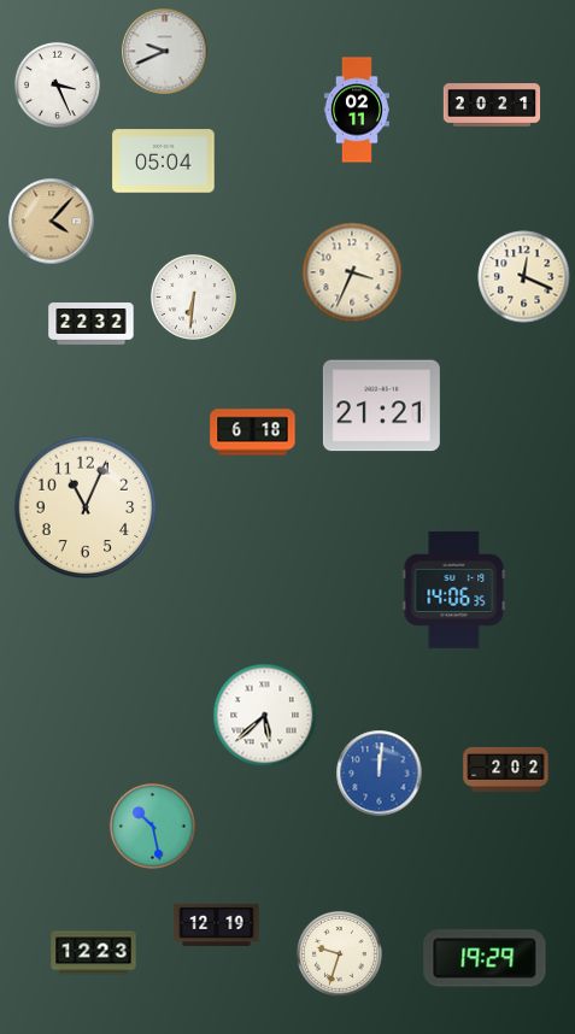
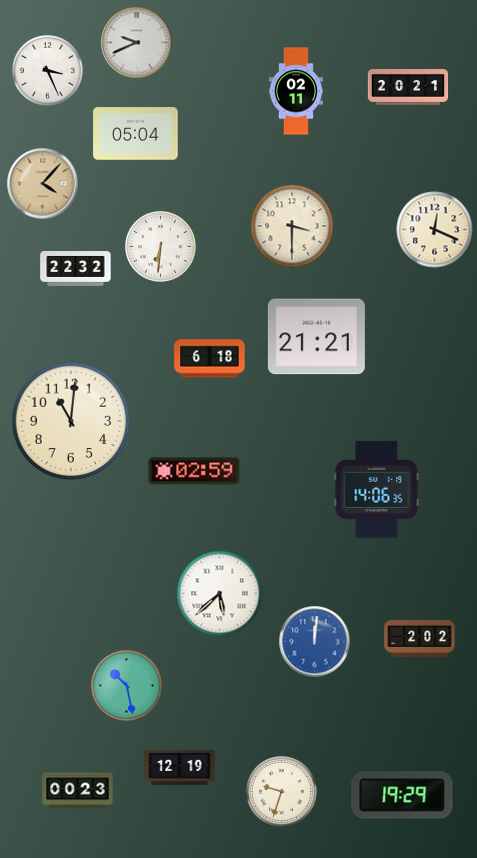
clock at (352, 272): 3:34 -> 3:30
clock at (86, 507): 11:04 -> 11:01
clock at (194, 471): none -> 02:59
clock at (94, 953): 12:23 -> 00:23
